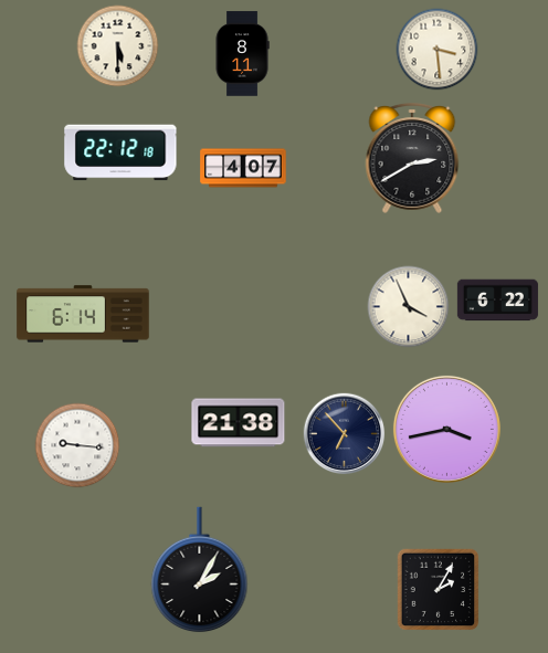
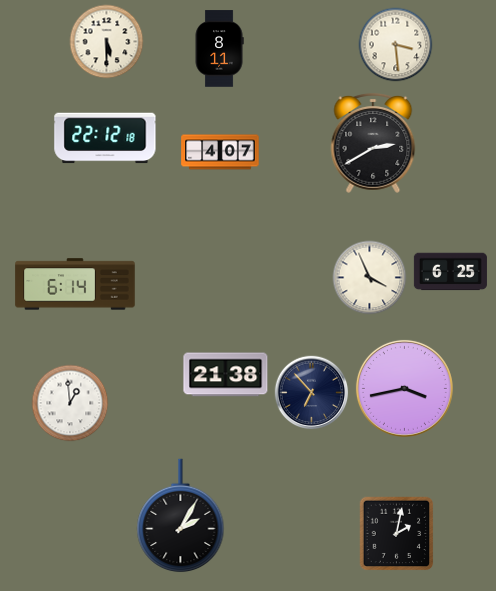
clock at (120, 152) position: (120, 152) -> (105, 138)
clock at (497, 301): 6:22 -> 6:25
clock at (239, 423) position: (239, 423) -> (226, 375)
clock at (77, 445): 9:16 -> 12:59
clock at (439, 590): 2:05 -> 2:02
